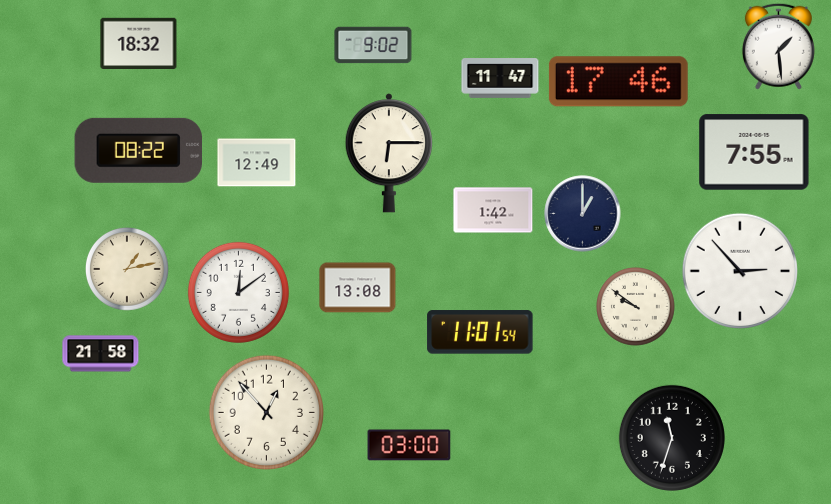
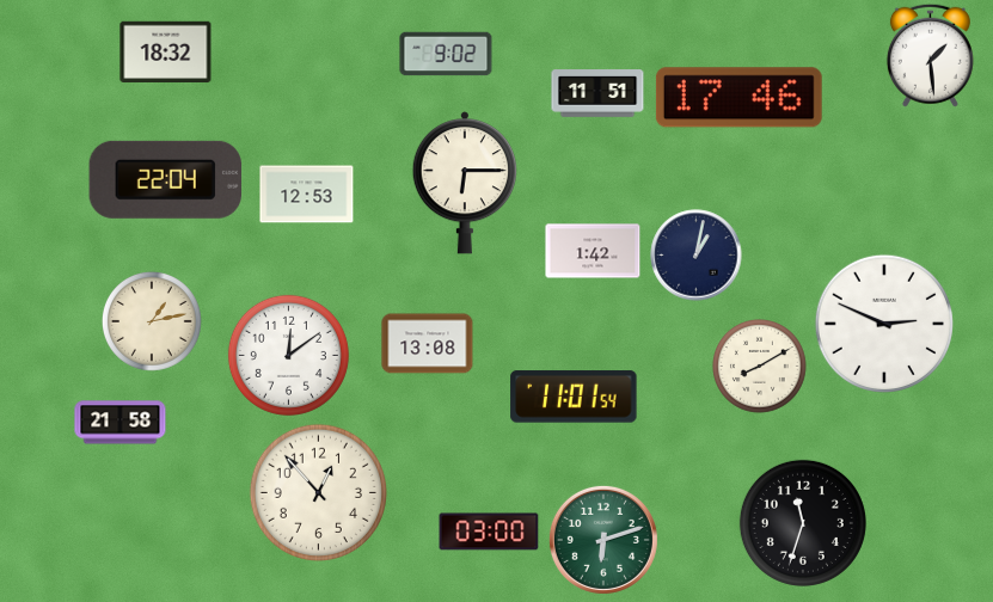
clock at (500, 78): 11:47 -> 11:51
clock at (138, 150): 08:22 -> 22:04
clock at (754, 152): 7:55 -> none
clock at (257, 163): 12:49 -> 12:53
clock at (493, 210) position: (493, 210) -> (593, 251)
clock at (583, 214): 1:00 -> 1:02
clock at (740, 271): 2:53 -> 2:49
clock at (238, 292) position: (238, 292) -> (288, 355)
clock at (636, 307): 9:51 -> 8:10
clock at (603, 540): none -> 6:12
